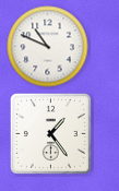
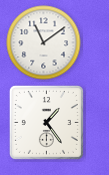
clock at (48, 47): 10:49 -> 11:09
